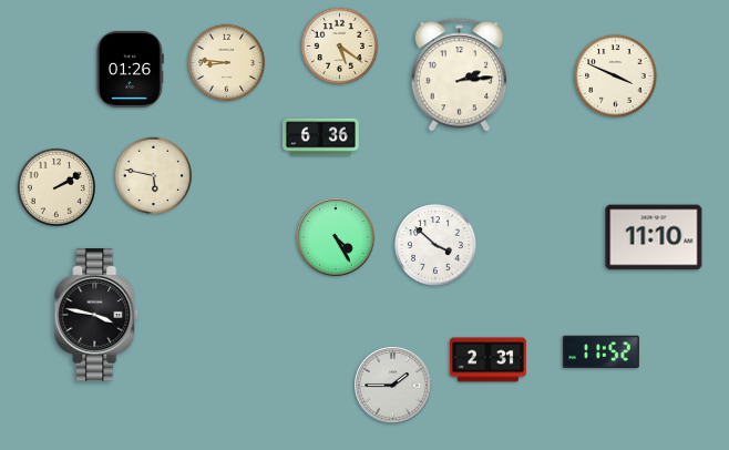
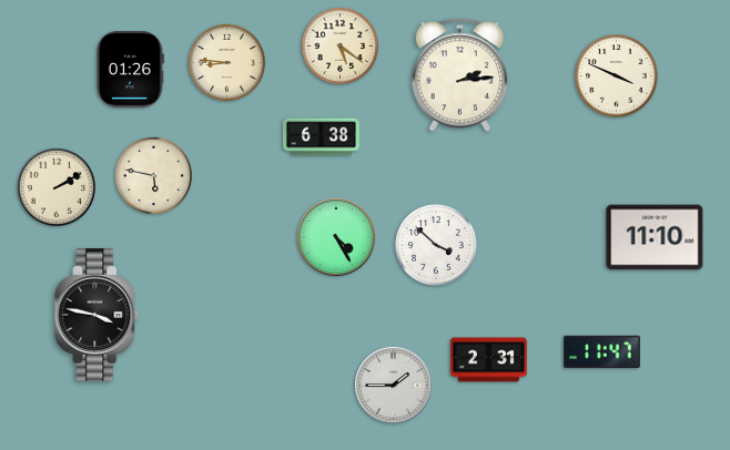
clock at (320, 137): 6:36 -> 6:38
clock at (600, 351): 11:52 -> 11:47
